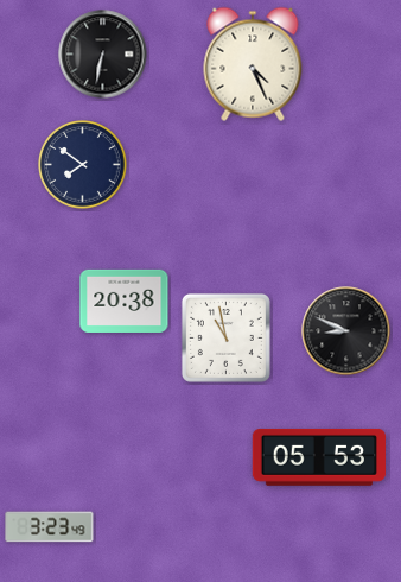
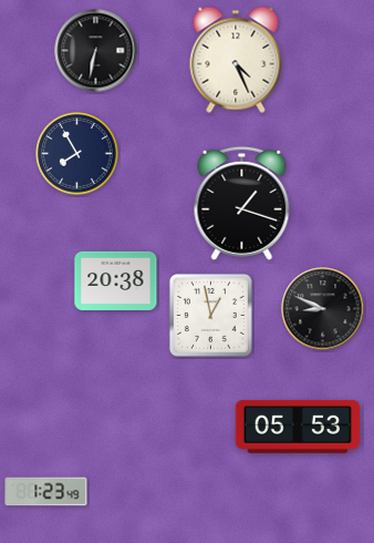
clock at (83, 165): 7:51 -> 7:55
clock at (242, 203): none -> 1:18
clock at (225, 337): 10:58 -> 12:58
clock at (50, 527): 3:23 -> 1:23
